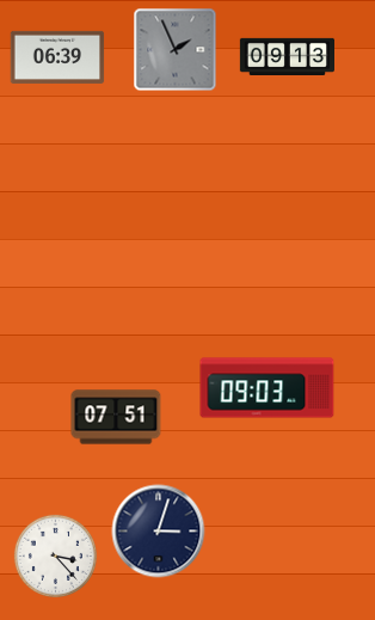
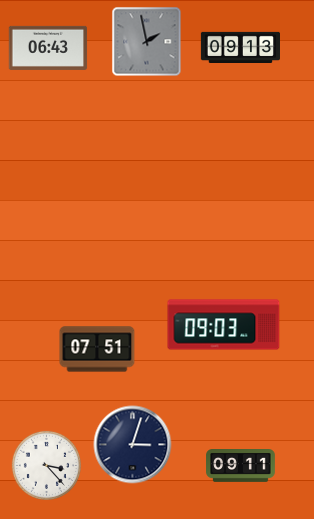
clock at (176, 50): 1:56 -> 1:58
clock at (57, 57): 06:39 -> 06:43
clock at (241, 466): none -> 09:11
